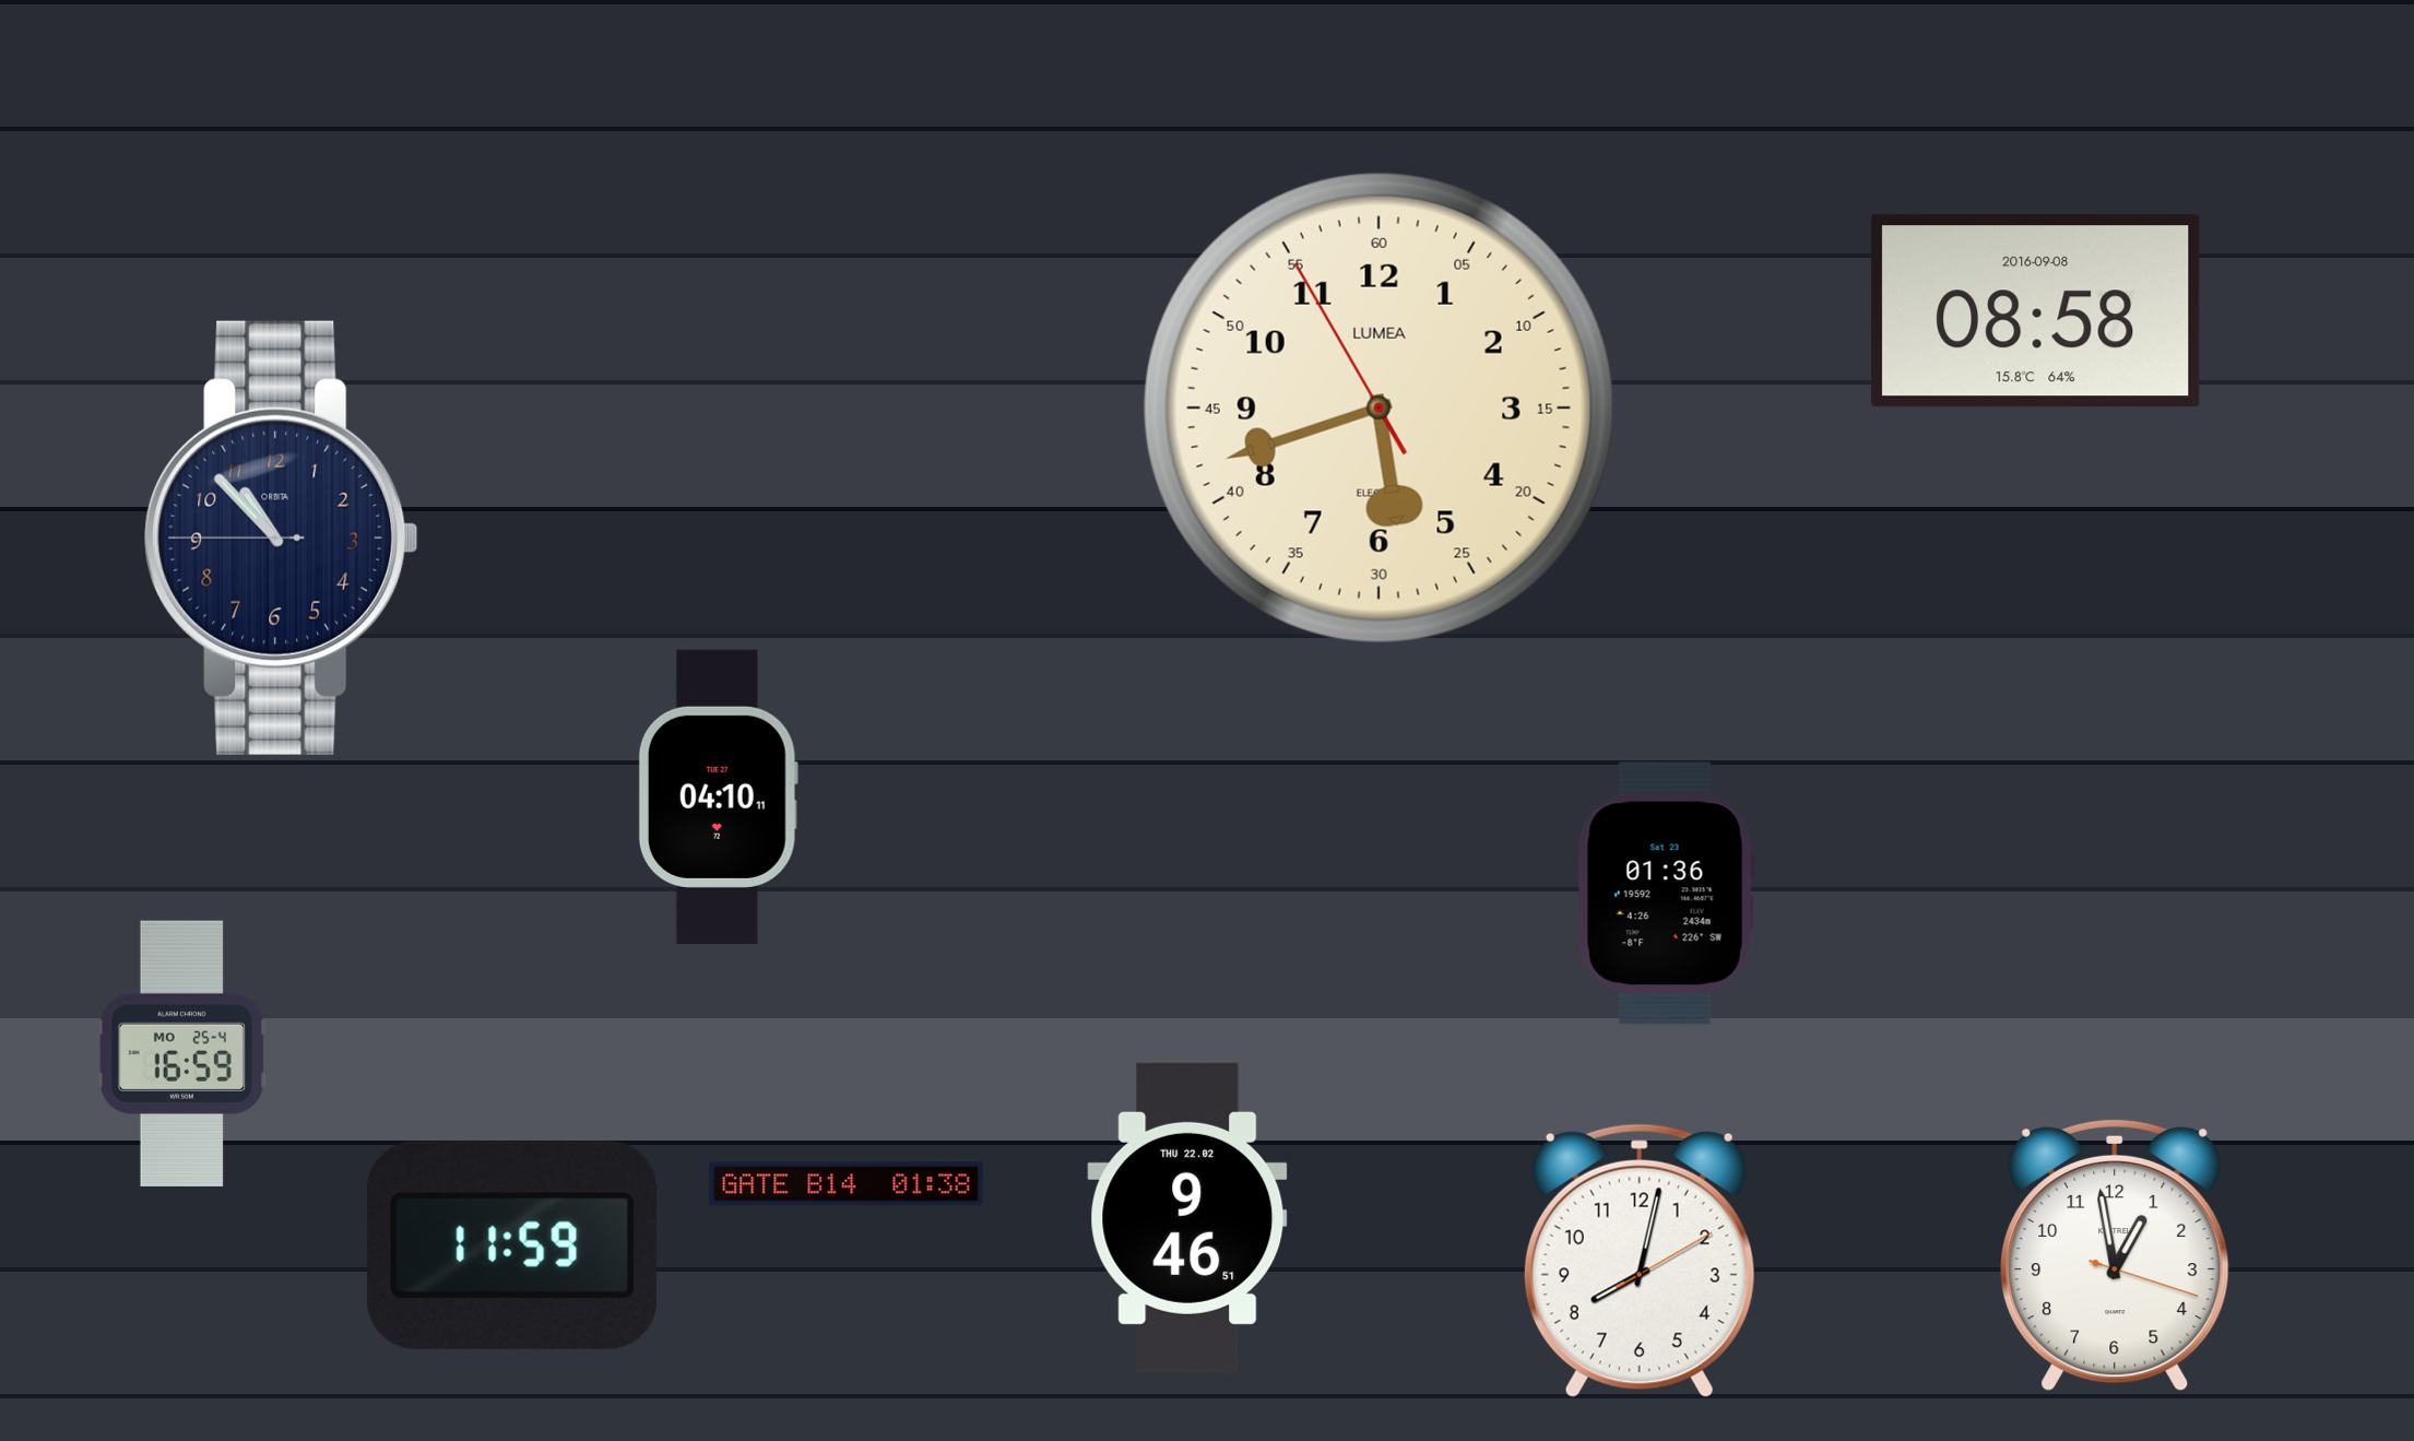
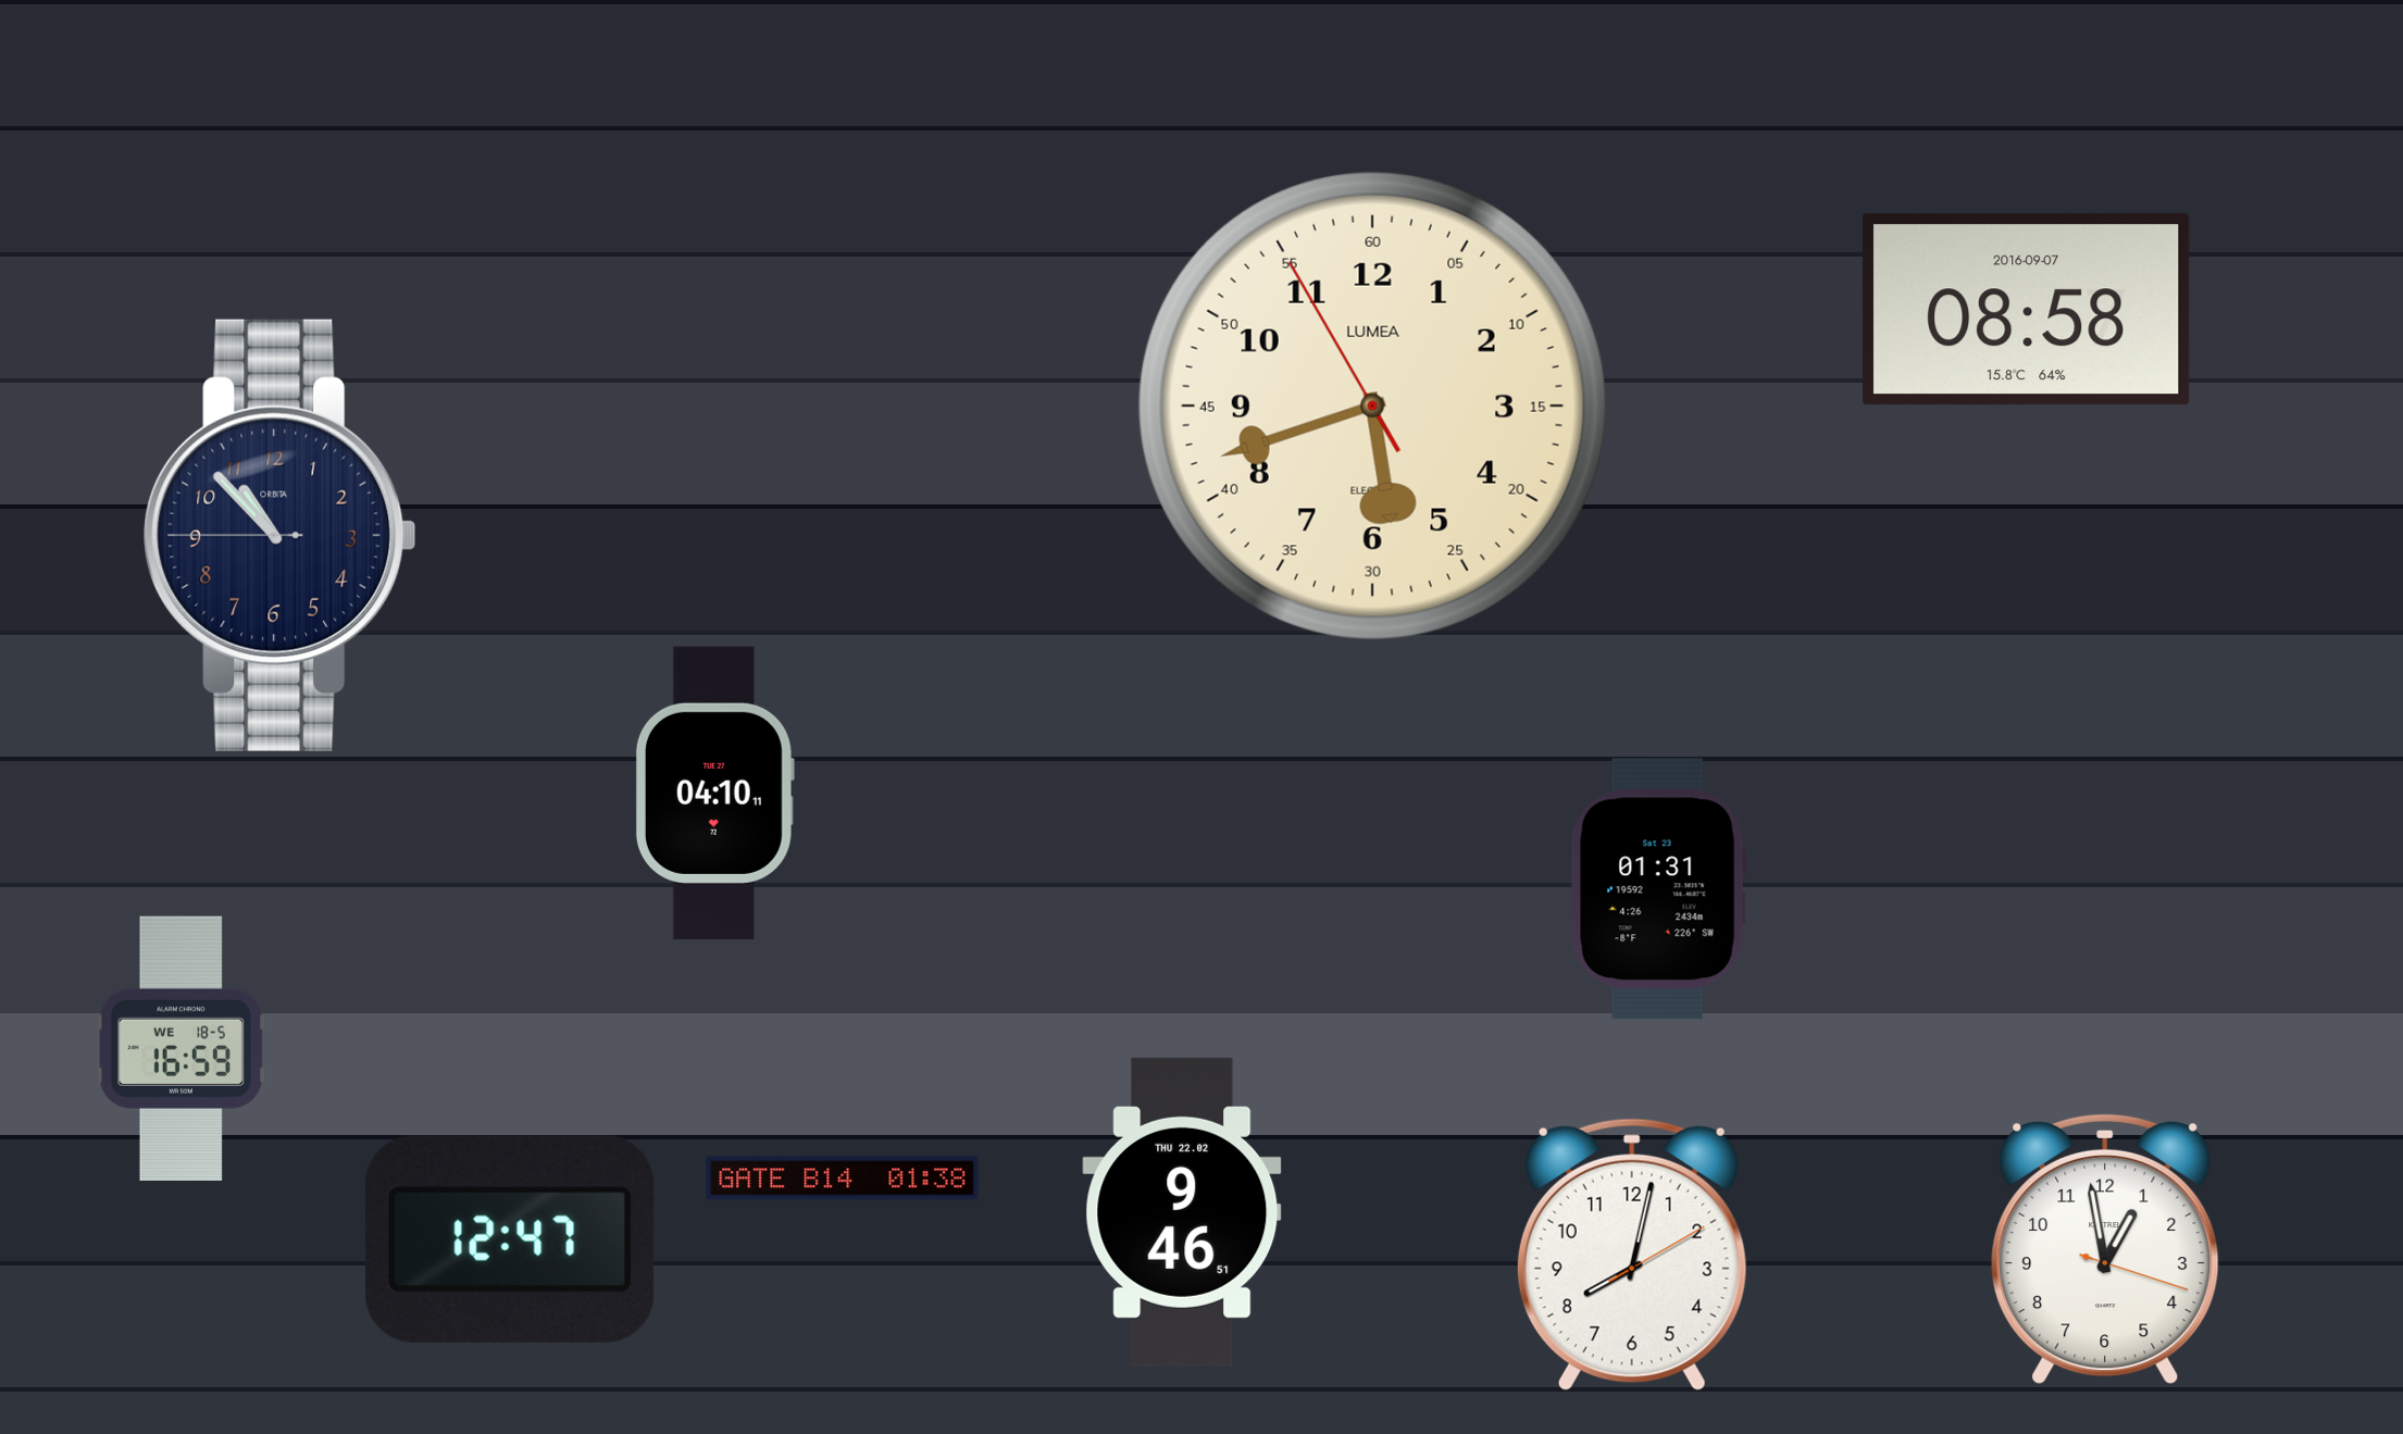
clock at (2035, 311) date: 2016-09-08 -> 2016-09-07
clock at (1666, 894): 01:36 -> 01:31
clock at (182, 1053) date: MO 25-4 -> WE 18-5
clock at (512, 1245): 11:59 -> 12:47
